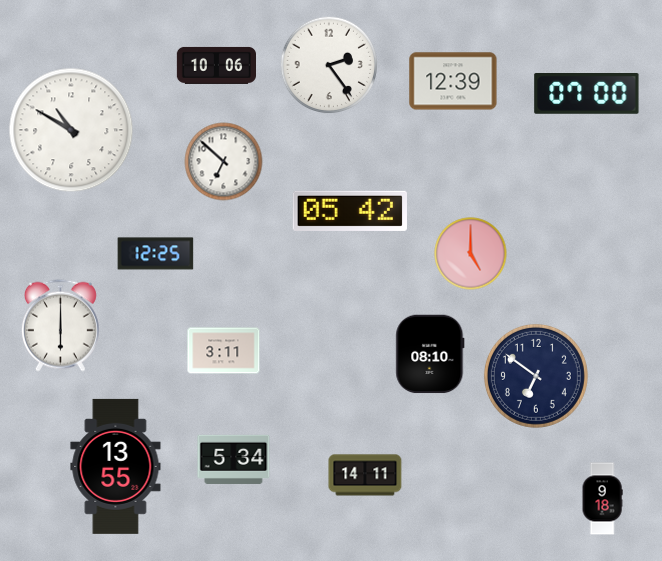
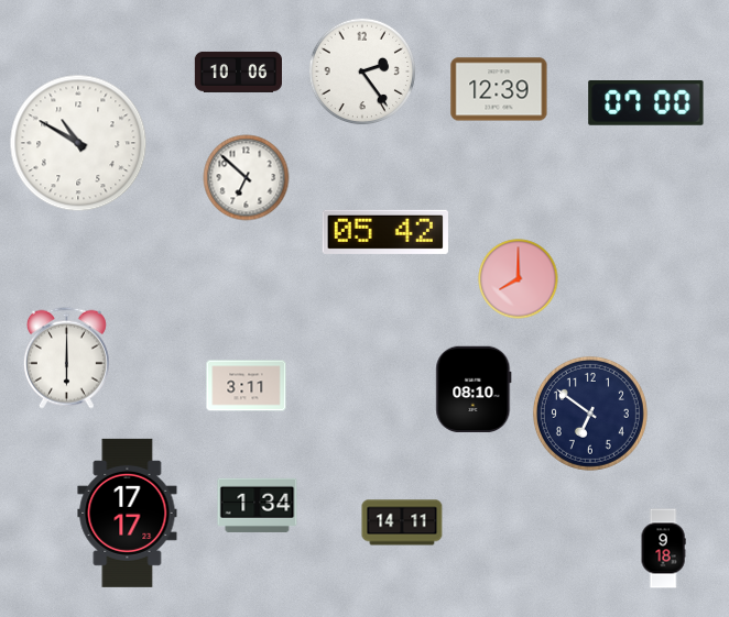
clock at (156, 254): 12:25 -> none
clock at (471, 254): 5:00 -> 8:00
clock at (234, 459): 5:34 -> 1:34
clock at (116, 466): 13:55 -> 17:17
